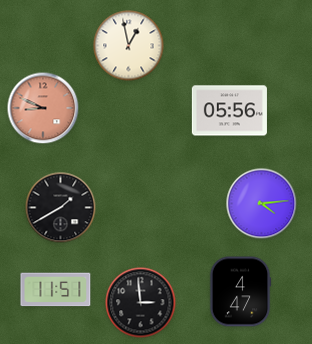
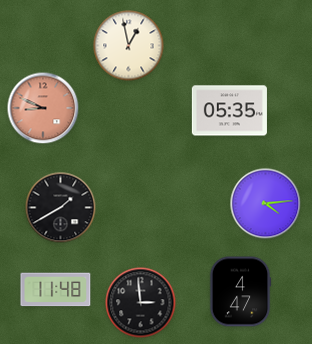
clock at (229, 111): 05:56 -> 05:35
clock at (262, 204) position: (262, 204) -> (266, 204)
clock at (56, 290): 11:51 -> 11:48
